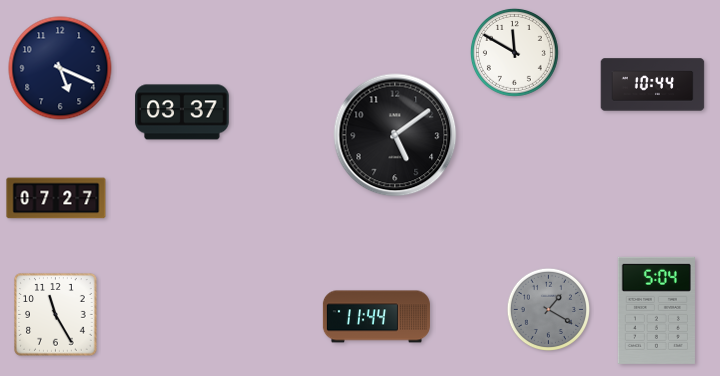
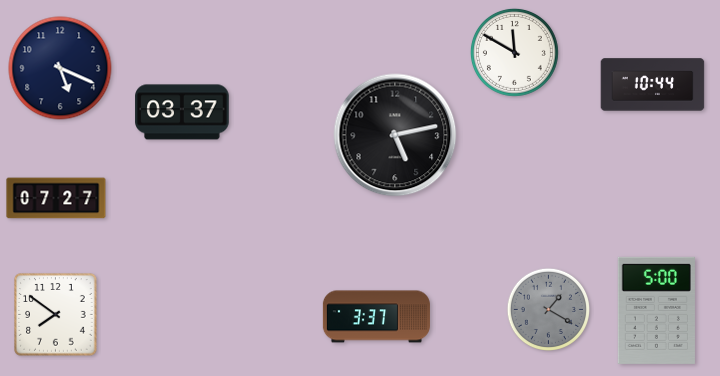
clock at (395, 135): 5:09 -> 5:13
clock at (656, 310): 5:04 -> 5:00
clock at (56, 315): 11:25 -> 7:51
clock at (376, 317): 11:44 -> 3:37
